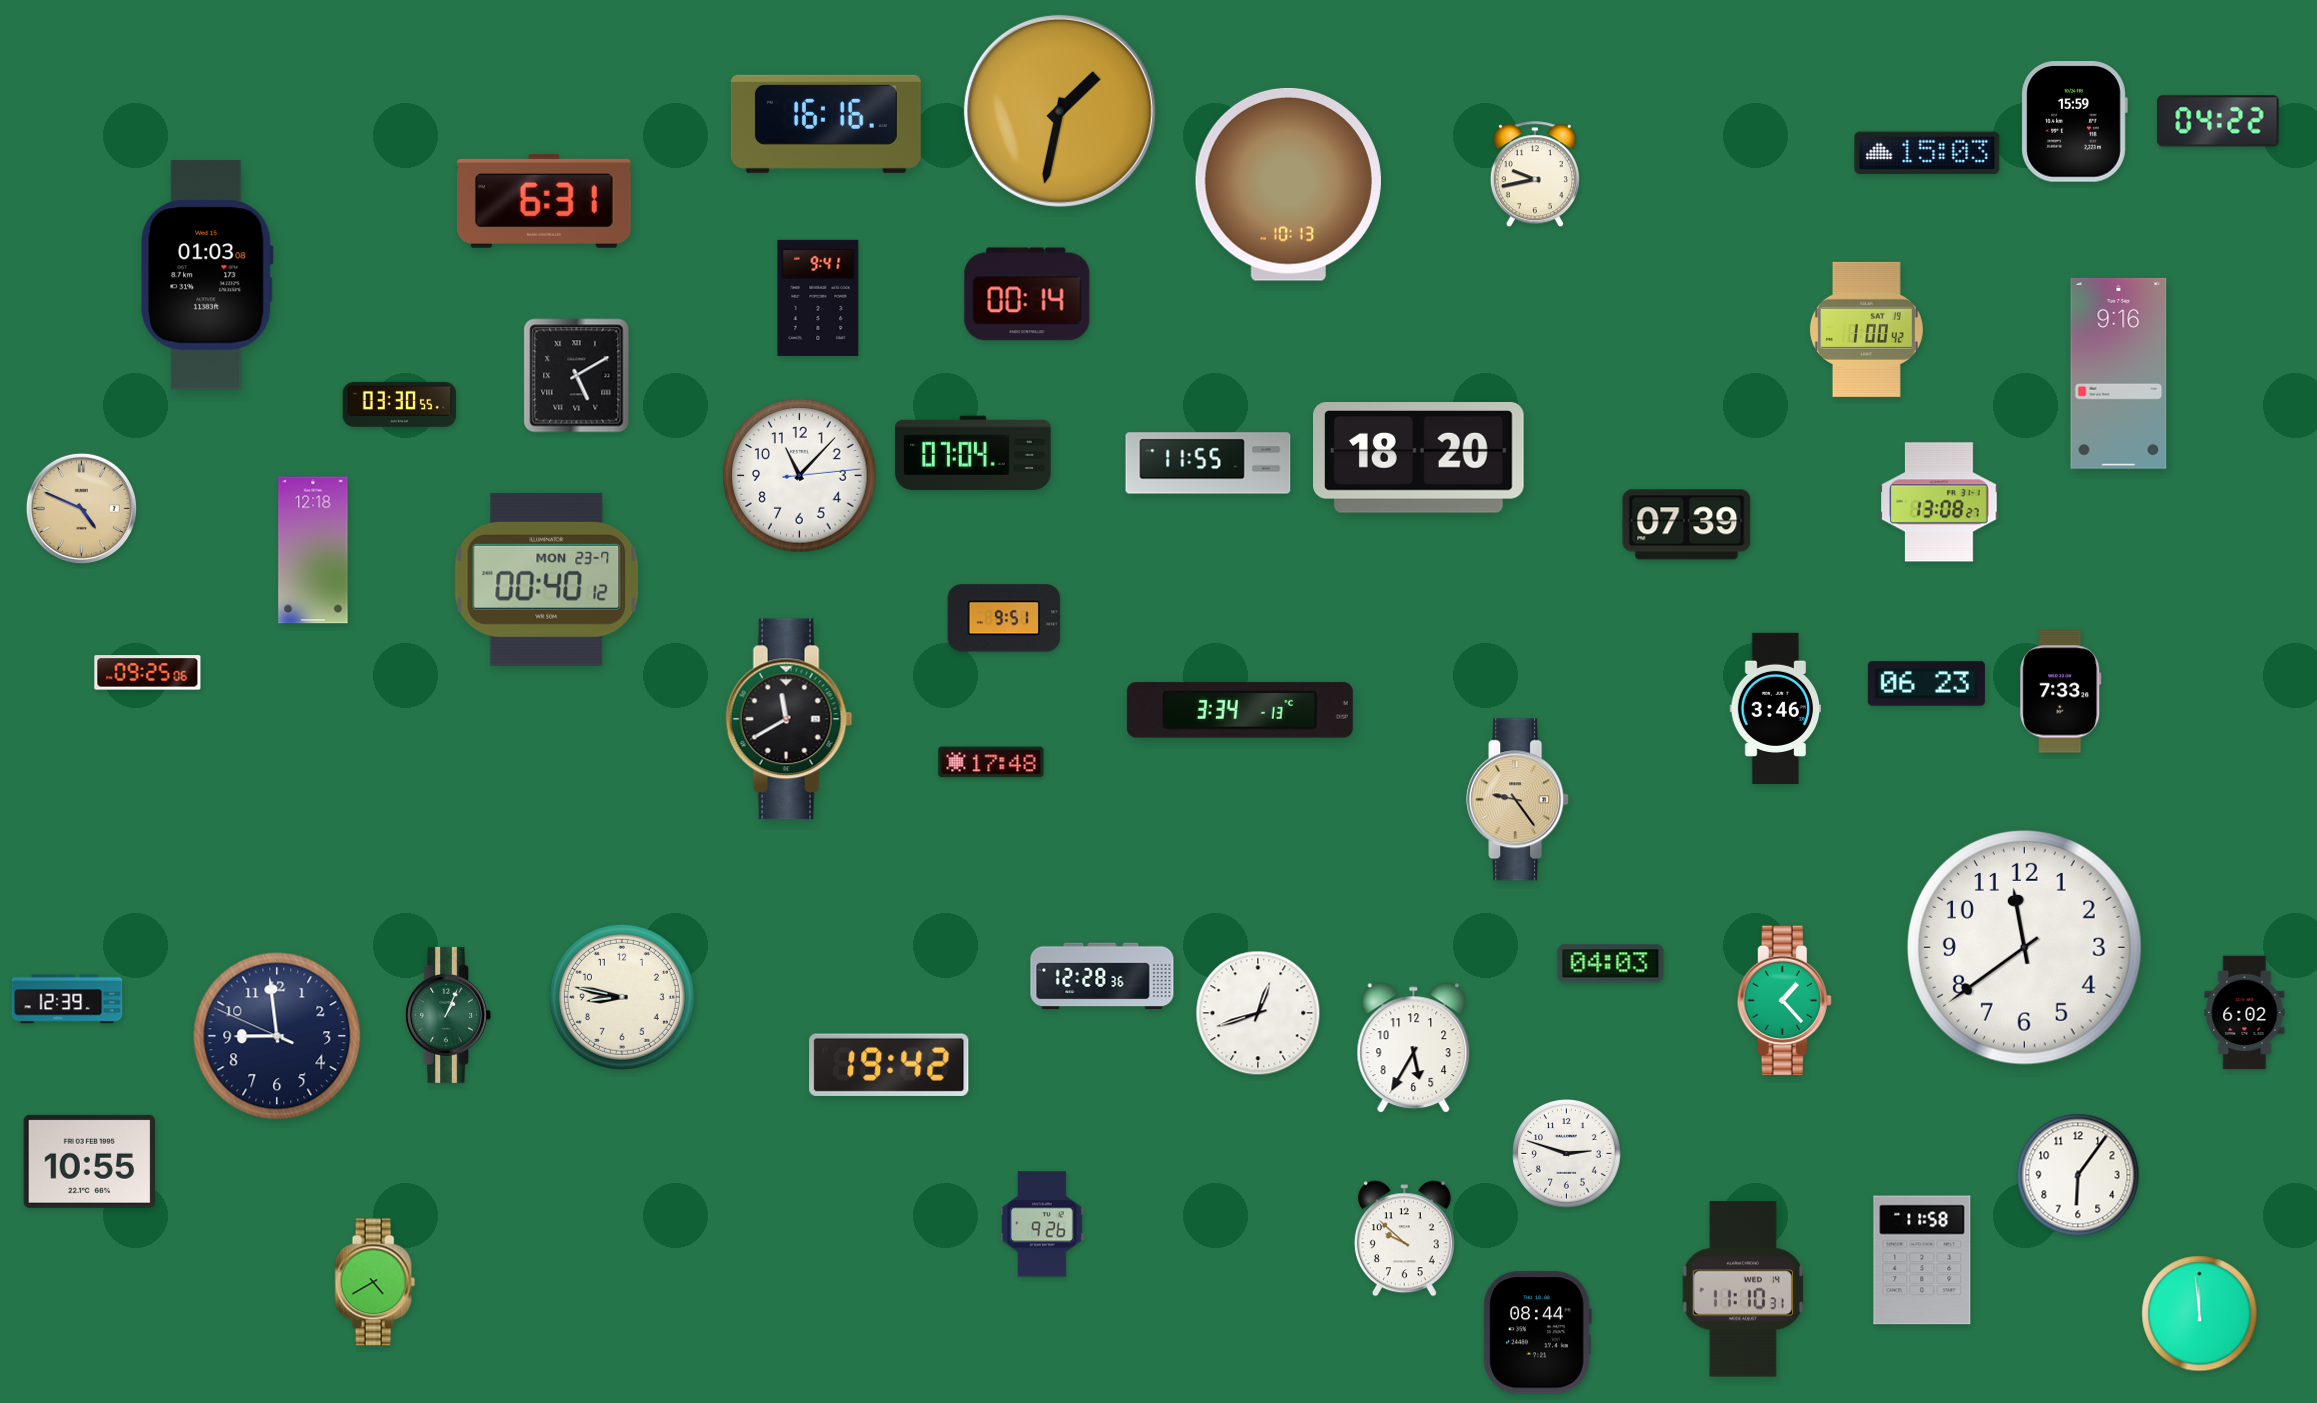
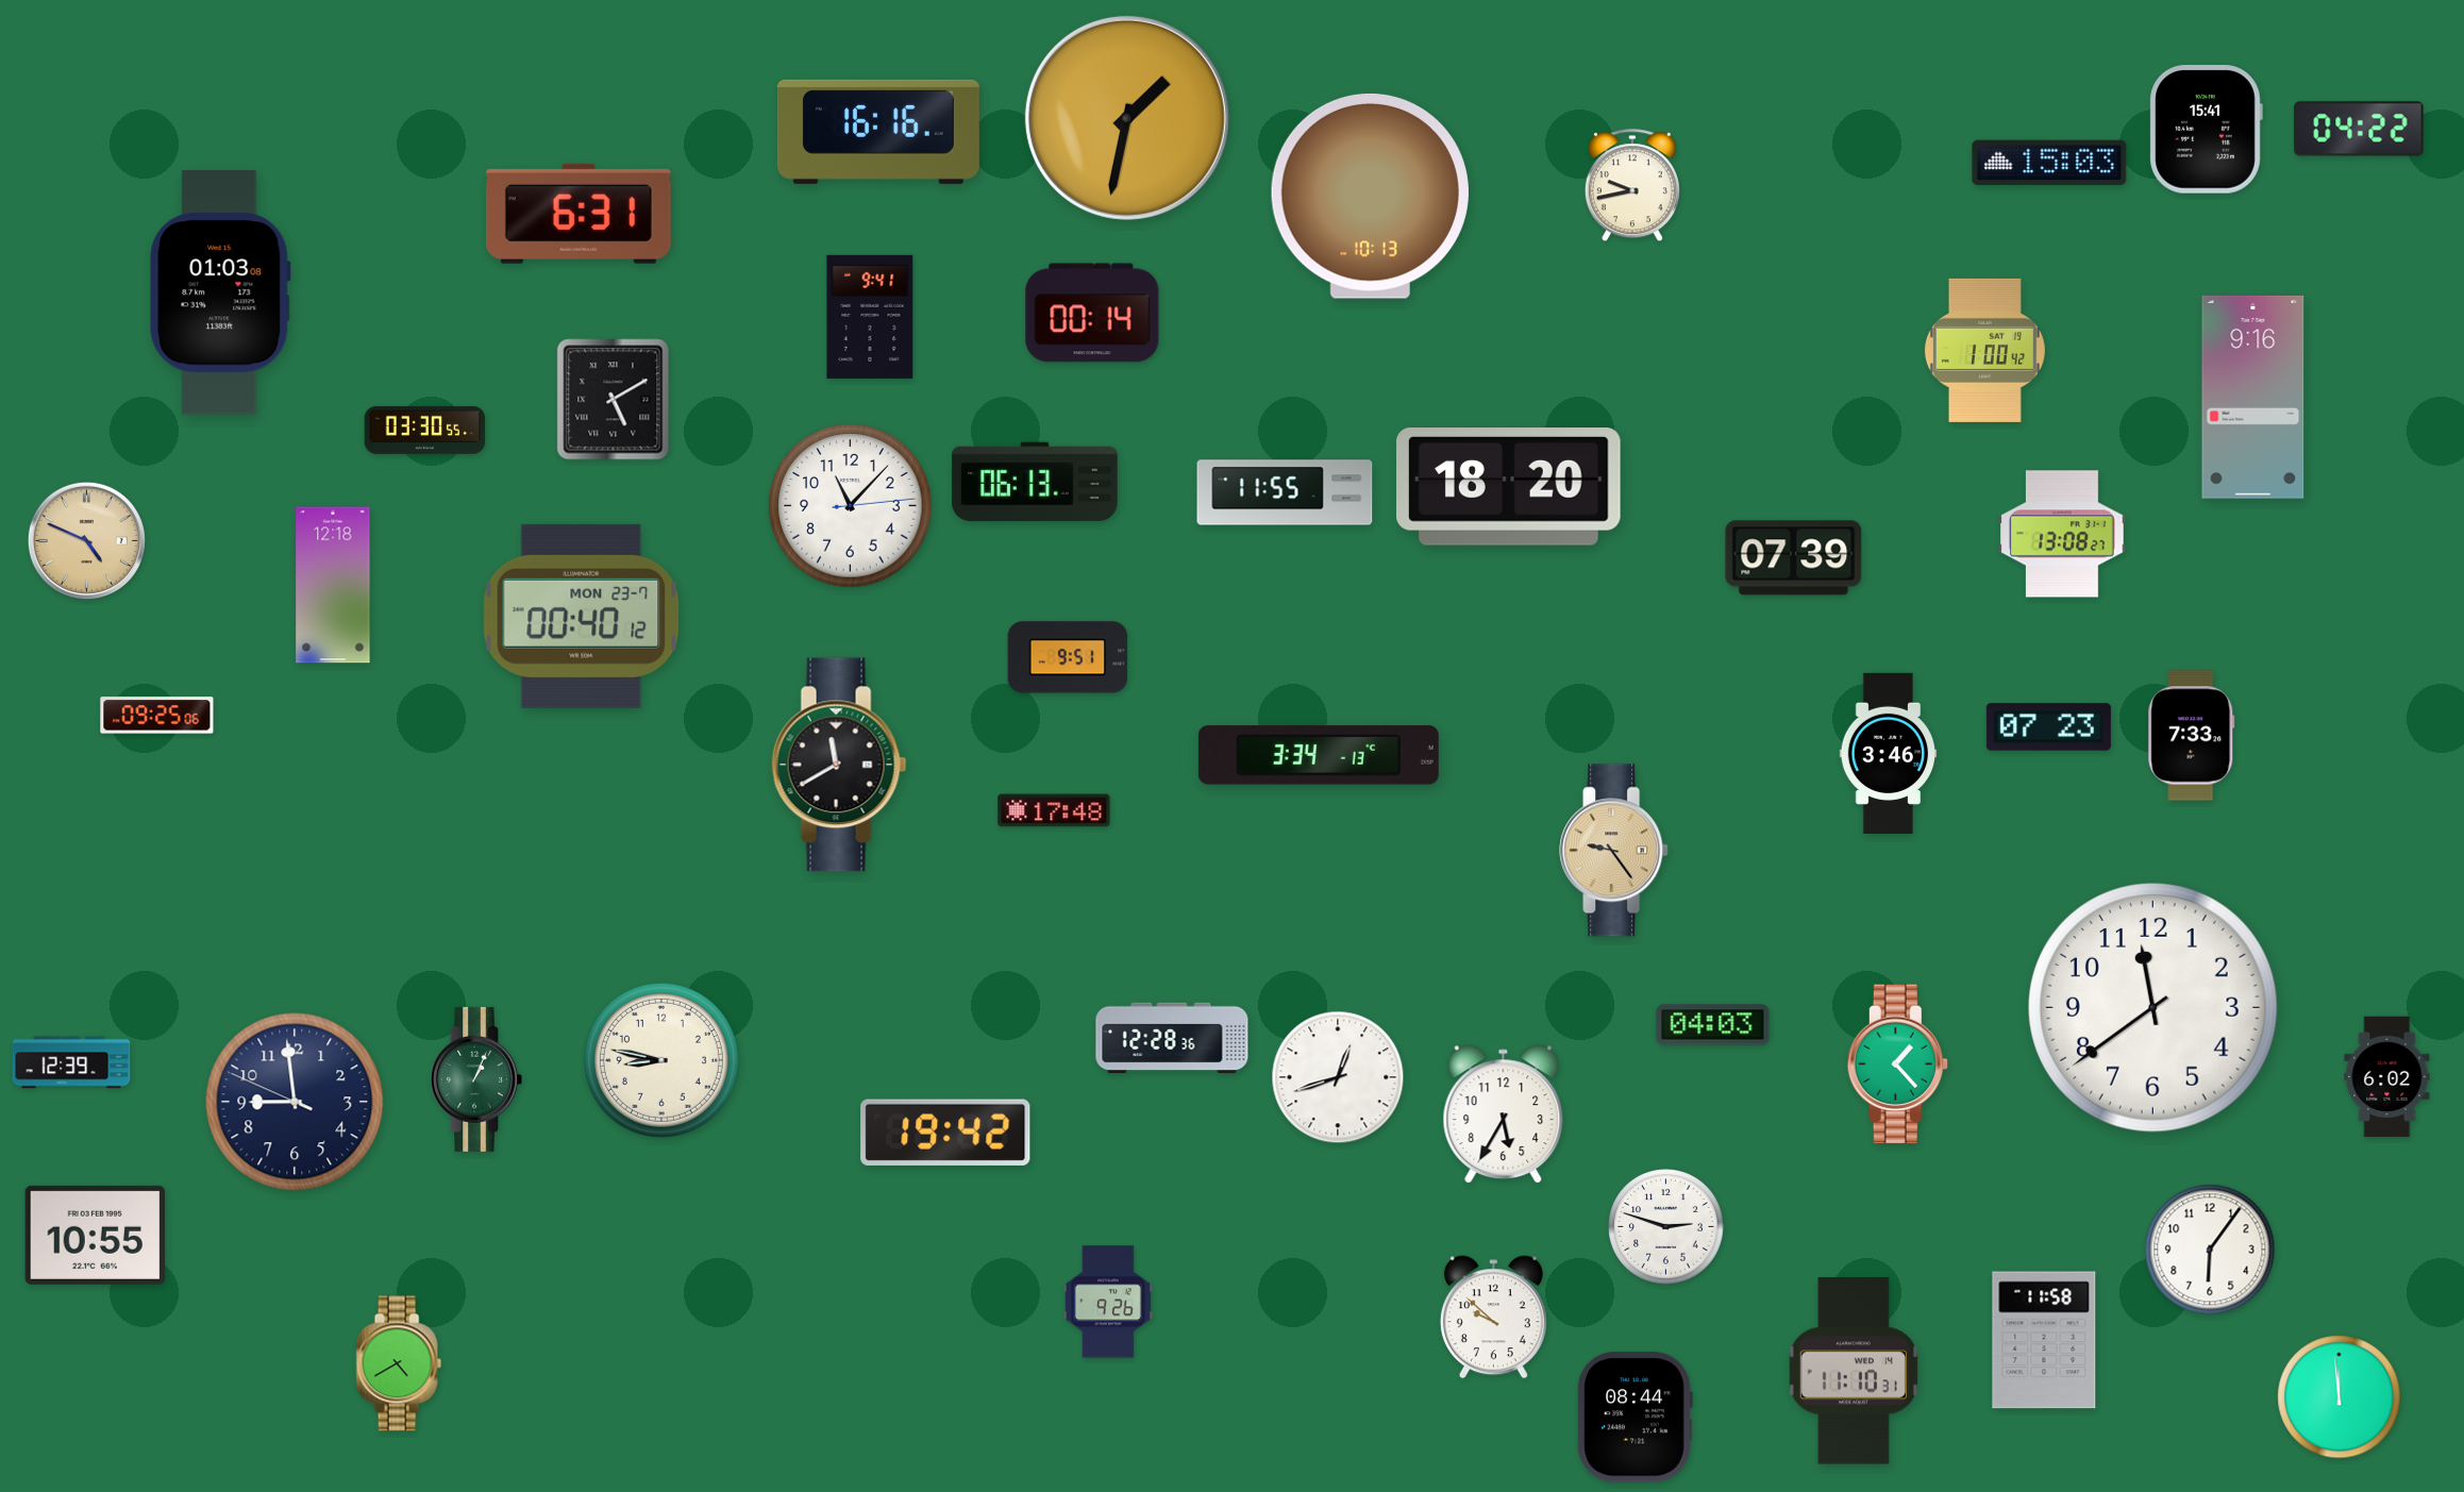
clock at (2074, 122): 15:59 -> 15:41
clock at (973, 453): 07:04 -> 06:13
clock at (1926, 684): 06:23 -> 07:23
